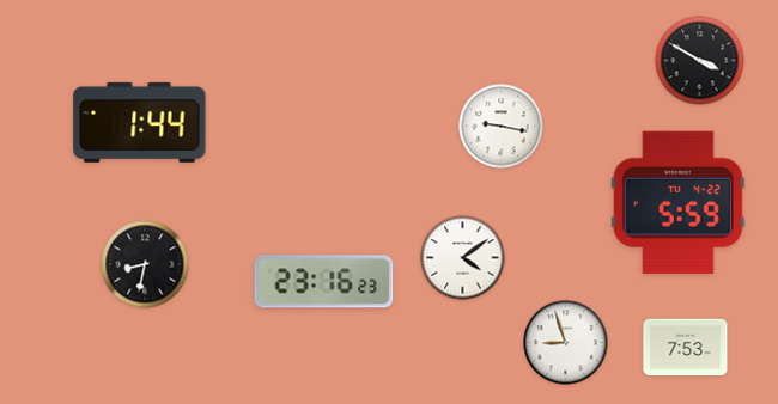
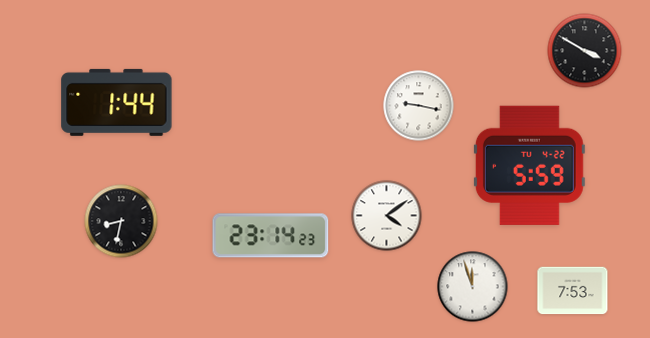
clock at (677, 202) position: (677, 202) -> (529, 165)
clock at (324, 282): 23:16 -> 23:14
clock at (566, 343): 8:57 -> 11:57
